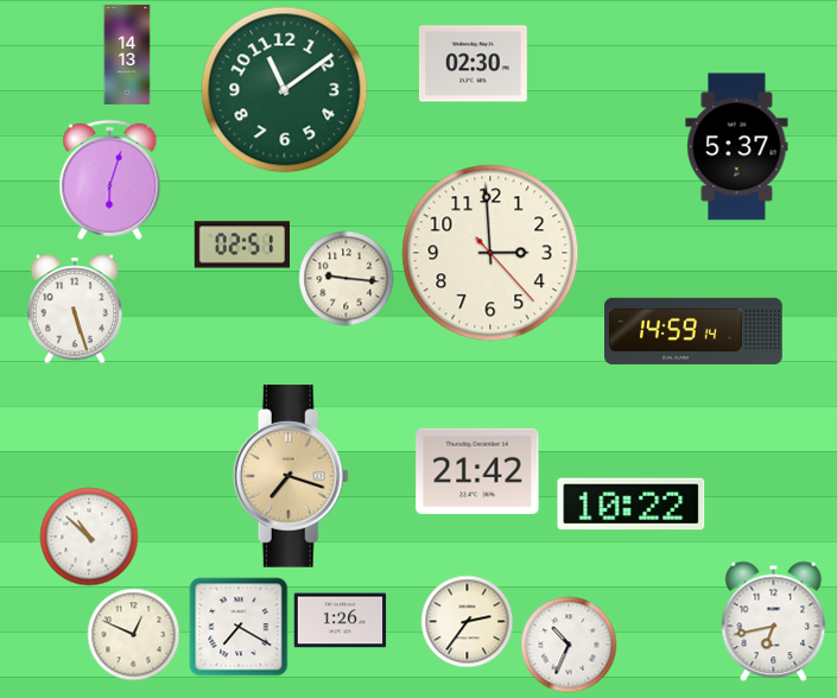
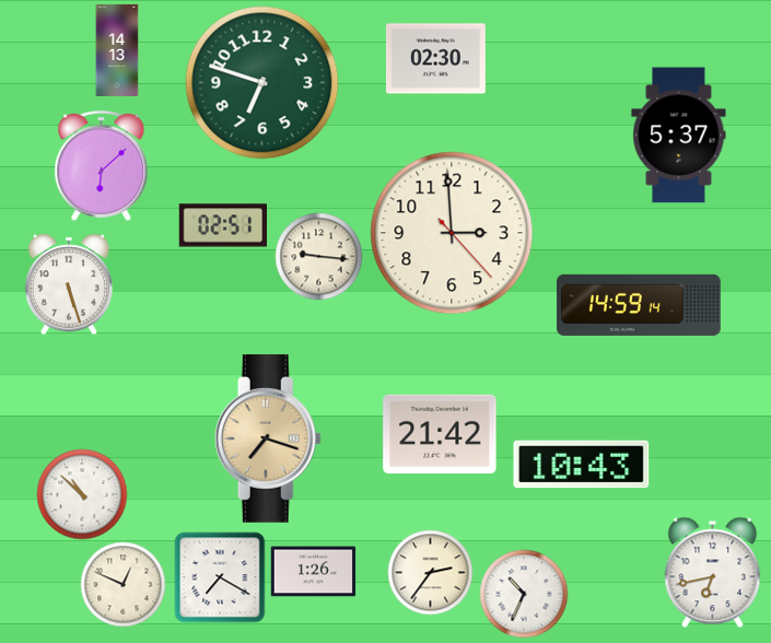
clock at (285, 90): 11:09 -> 6:48
clock at (110, 179): 6:03 -> 6:08
clock at (632, 505): 10:22 -> 10:43
